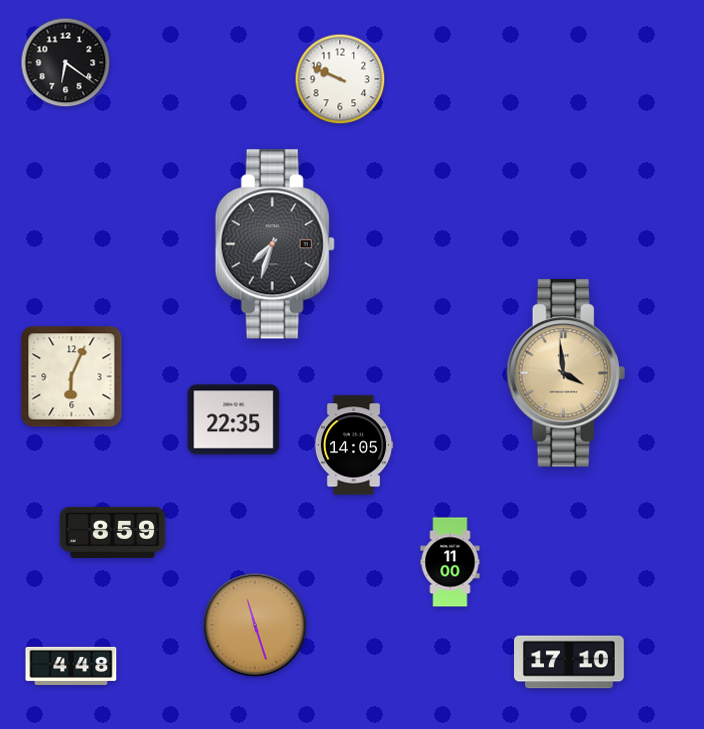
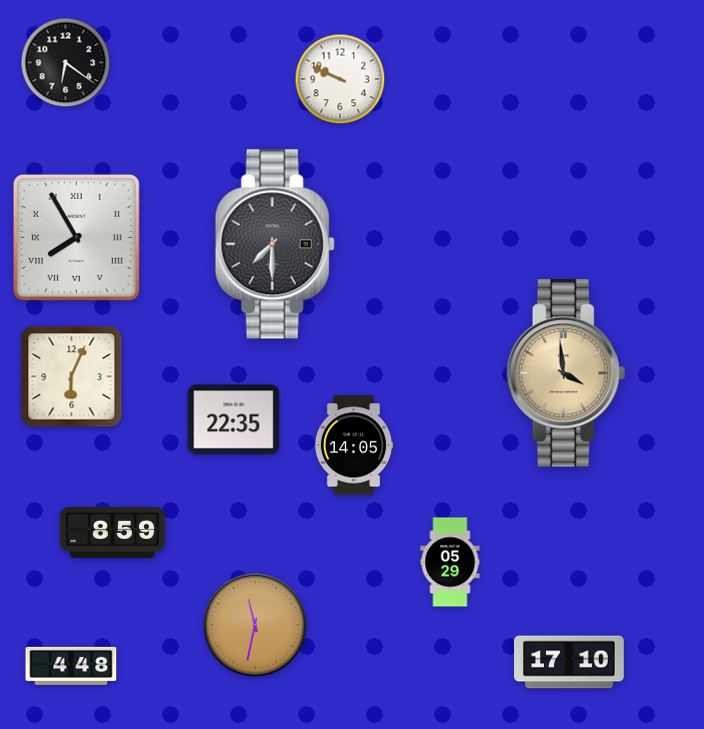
clock at (76, 237): none -> 7:55
clock at (275, 244): 7:33 -> 7:30
clock at (450, 562): 11:00 -> 05:29
clock at (255, 625): 11:27 -> 11:32
